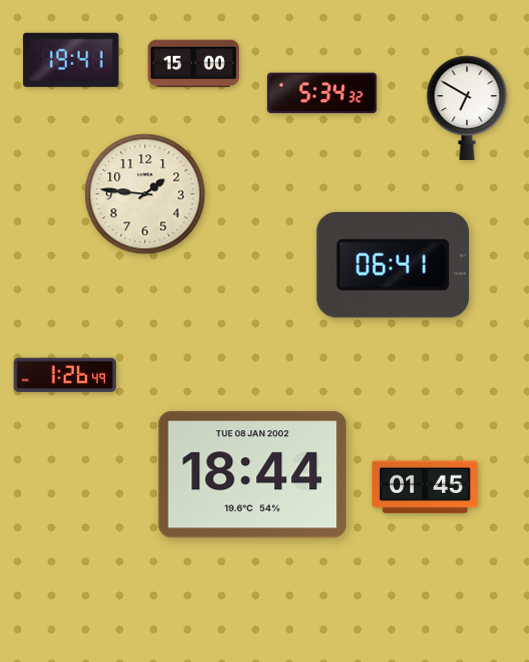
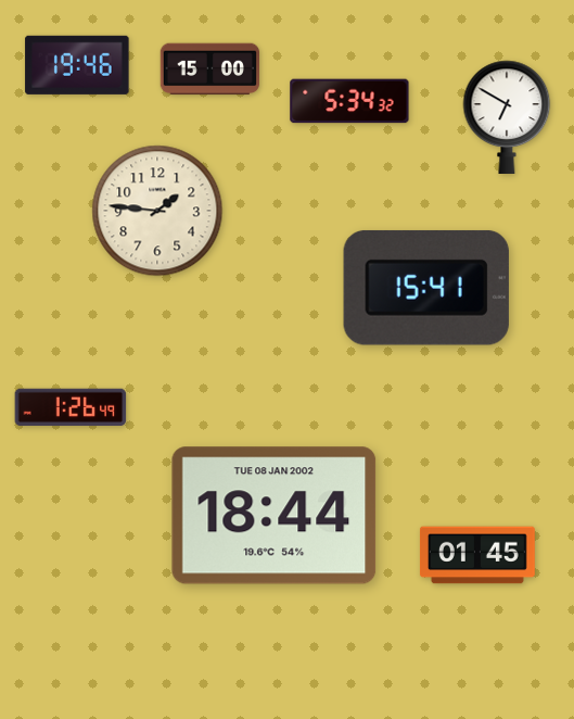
clock at (71, 60): 19:41 -> 19:46
clock at (393, 265): 06:41 -> 15:41
clock at (425, 487) position: (425, 487) -> (477, 555)
